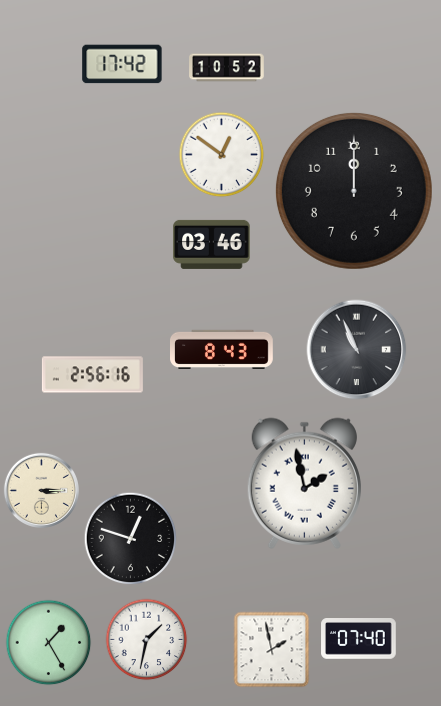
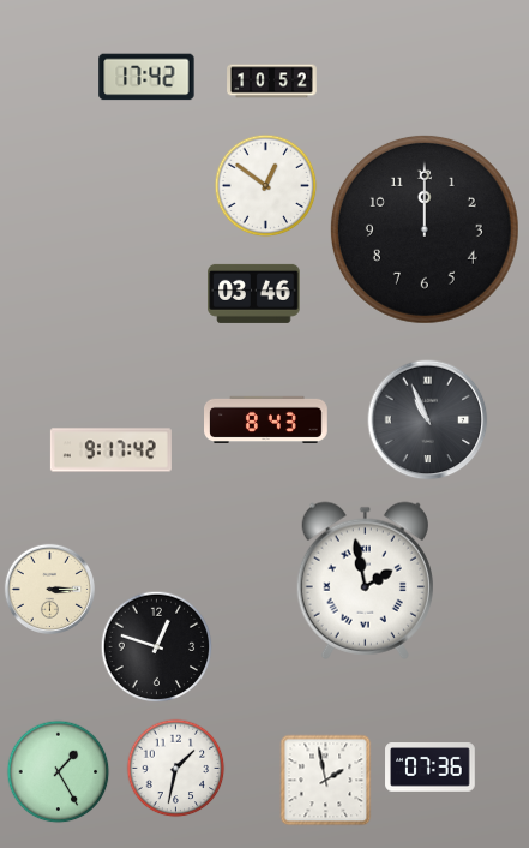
clock at (92, 375): 2:56 -> 9:17
clock at (359, 639): 07:40 -> 07:36
